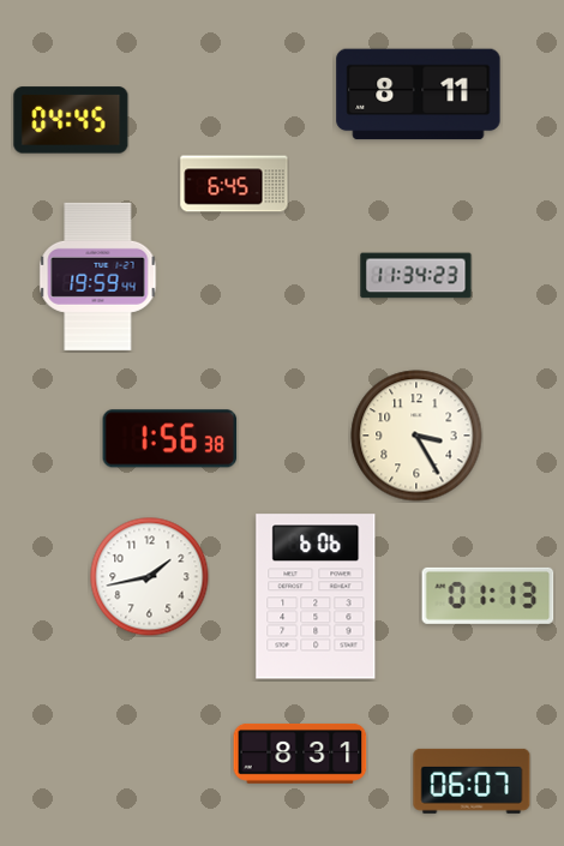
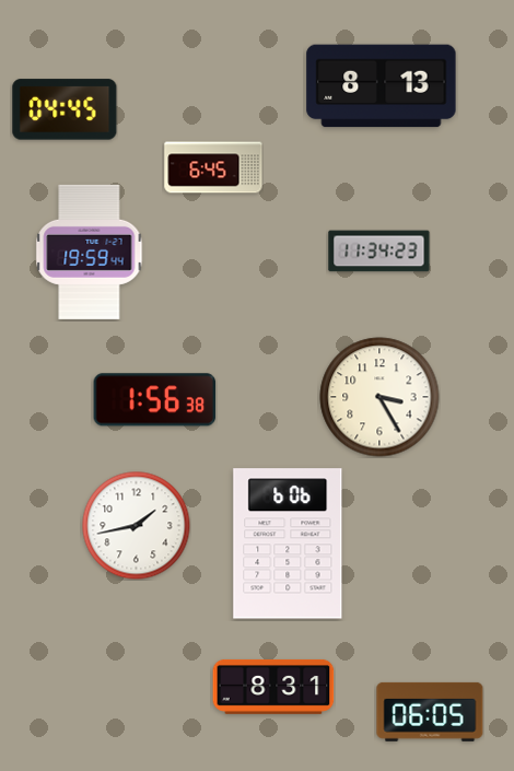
clock at (419, 95): 8:11 -> 8:13
clock at (488, 595): 01:13 -> none
clock at (472, 781): 06:07 -> 06:05
